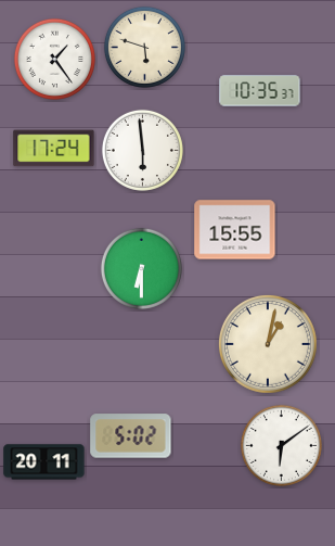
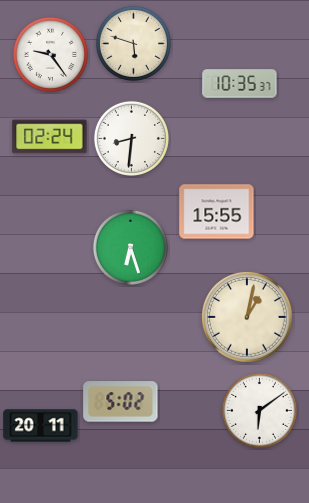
clock at (54, 59): 1:24 -> 9:24
clock at (54, 149): 17:24 -> 02:24
clock at (142, 150): 5:59 -> 8:31
clock at (141, 268): 6:30 -> 6:27
